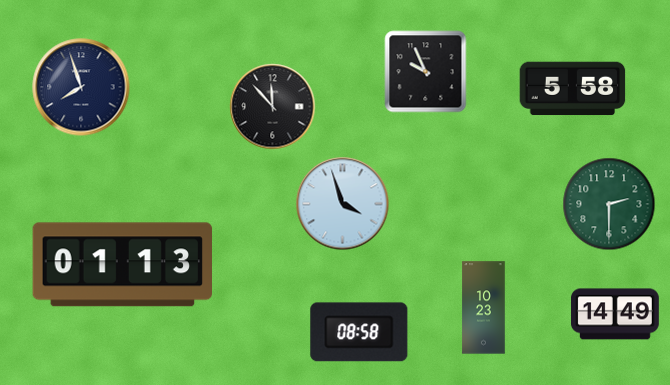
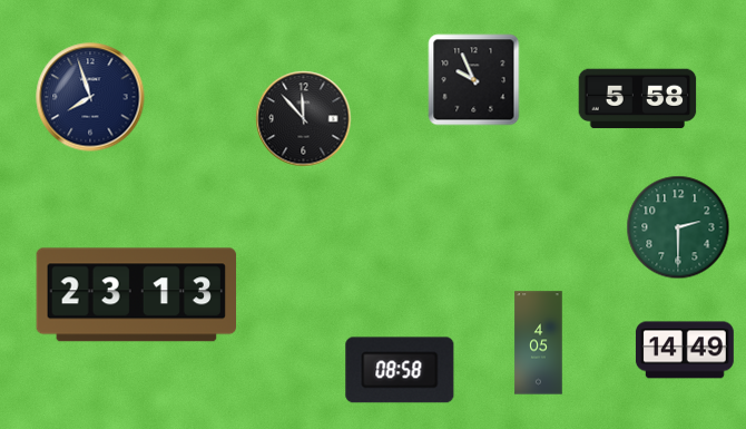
clock at (343, 204): 3:57 -> none
clock at (122, 265): 01:13 -> 23:13
clock at (484, 308): 10:23 -> 4:05
